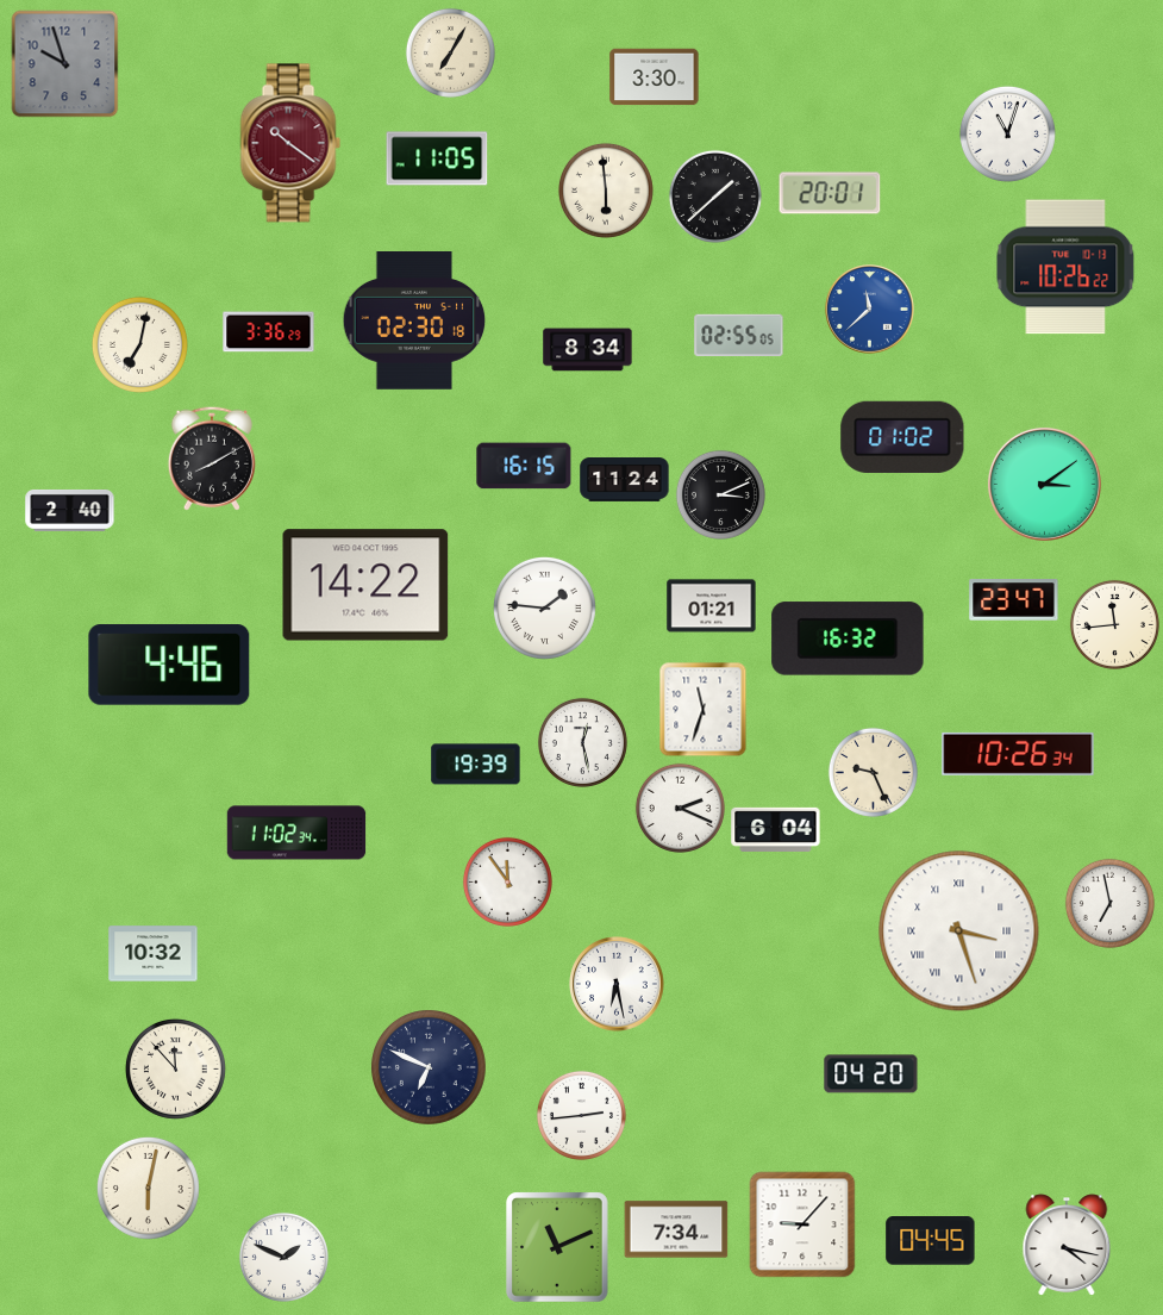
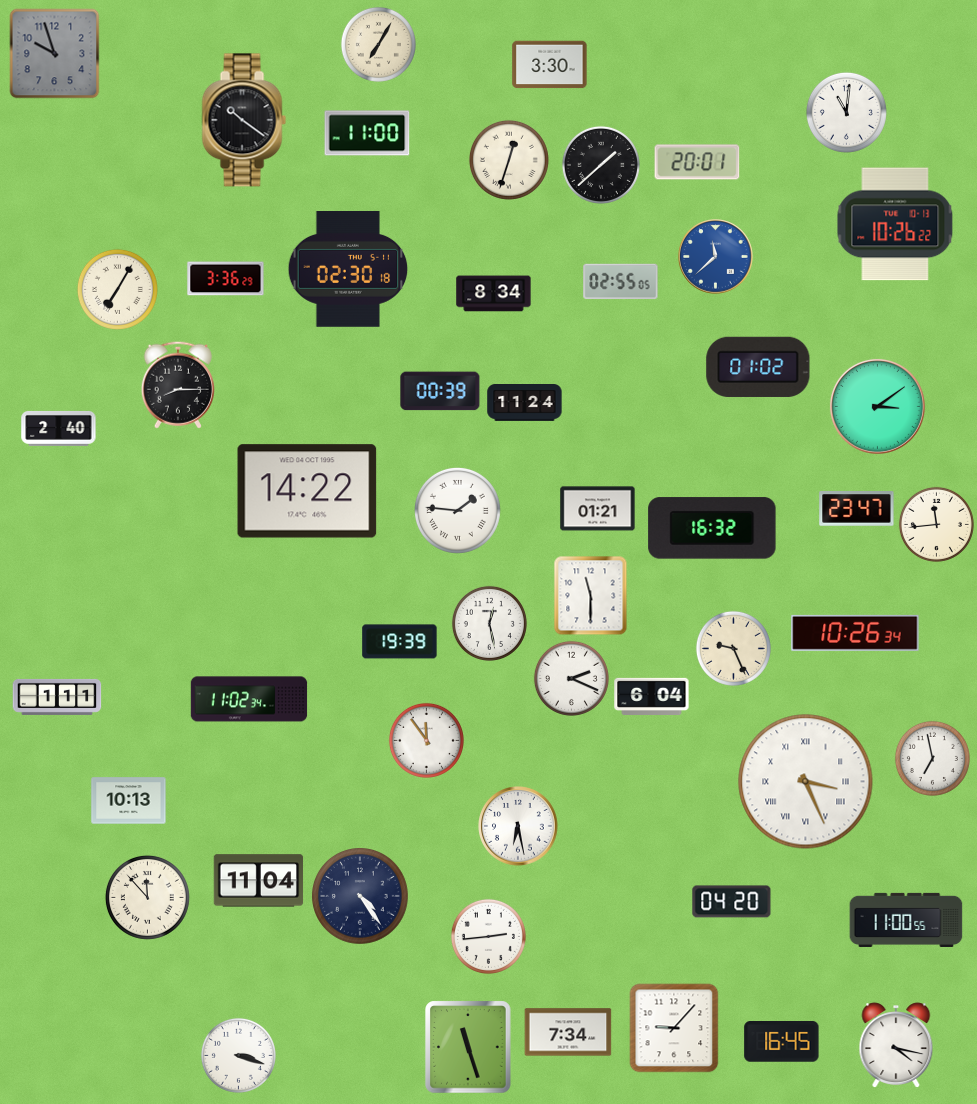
clock at (1007, 133): 11:03 -> 11:01
clock at (290, 143) dial: burgundy -> black
clock at (437, 158): 11:05 -> 11:00
clock at (606, 191): 5:59 -> 12:33
clock at (870, 310) position: (870, 310) -> (716, 257)
clock at (139, 344): 7:02 -> 7:05
clock at (212, 459): 8:10 -> 8:15
clock at (524, 466): 16:15 -> 00:39
clock at (720, 494): 3:11 -> none
clock at (1014, 600) position: (1014, 600) -> (857, 509)
clock at (848, 638) position: (848, 638) -> (712, 528)
clock at (169, 665): 4:46 -> none
clock at (704, 710): 11:33 -> 11:30
clock at (57, 697): none -> 1:11
clock at (959, 931): 3:27 -> 3:26
clock at (154, 954): 10:32 -> 10:13
clock at (259, 881): none -> 11:04
clock at (430, 1068): 6:49 -> 4:24
clock at (906, 920): none -> 11:00
clock at (148, 1188): 6:02 -> none
clock at (931, 1241): 04:45 -> 16:45
clock at (557, 1247): 11:11 -> 11:27
clock at (283, 1257): 1:49 -> 3:18
